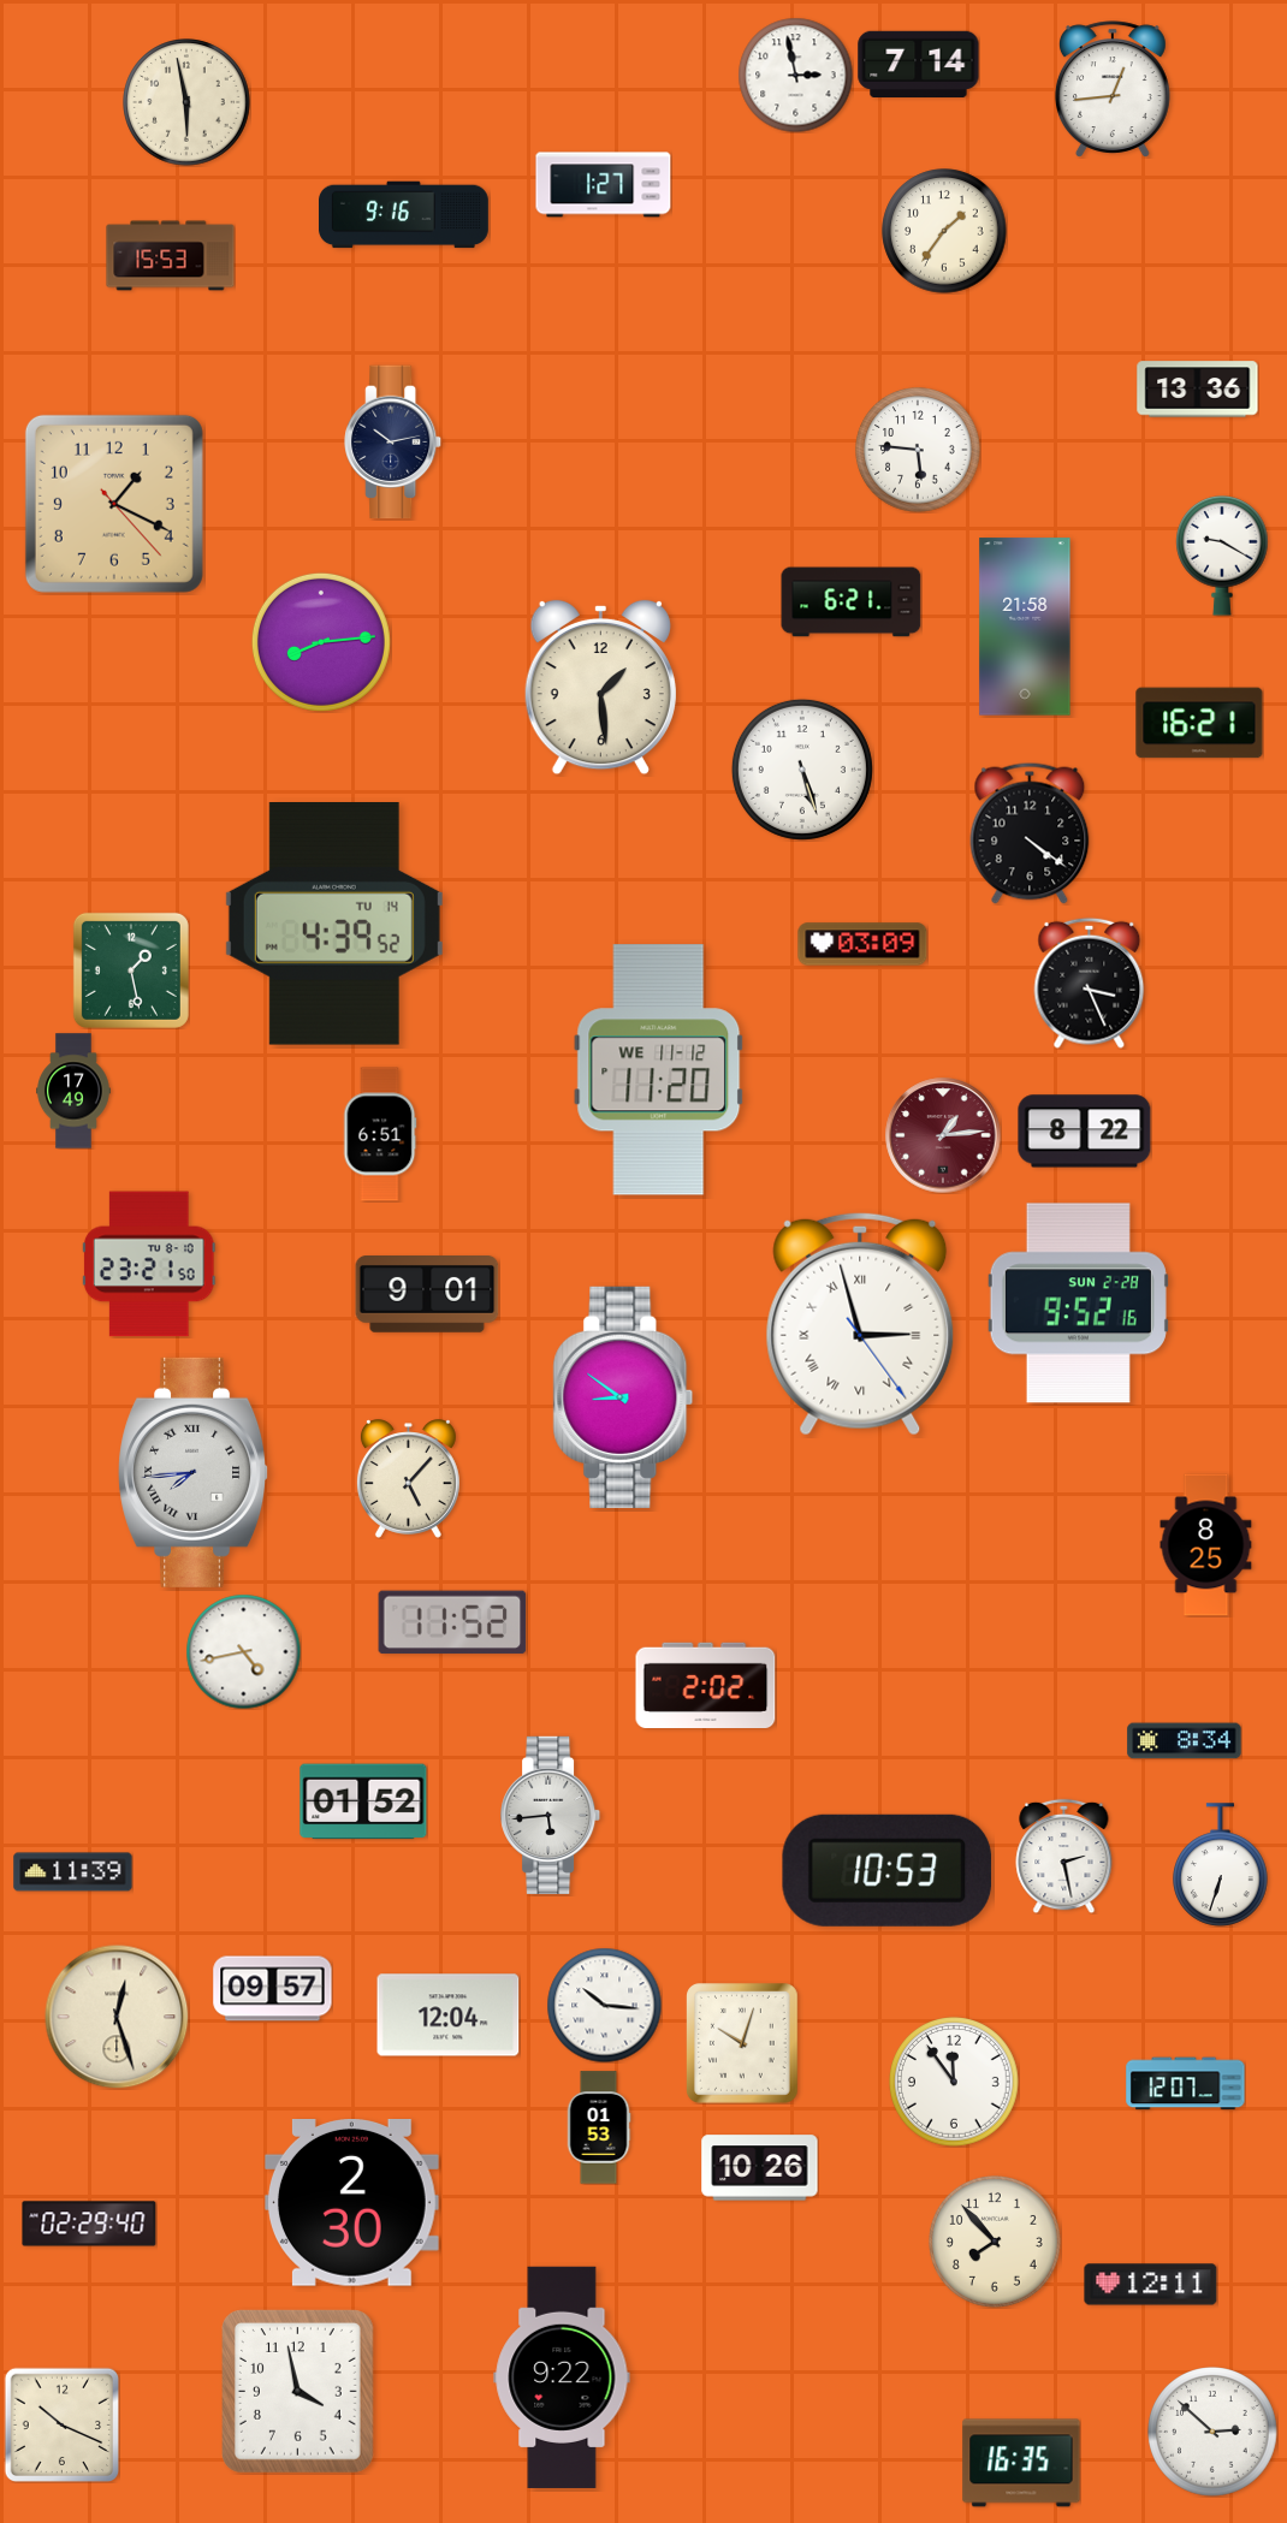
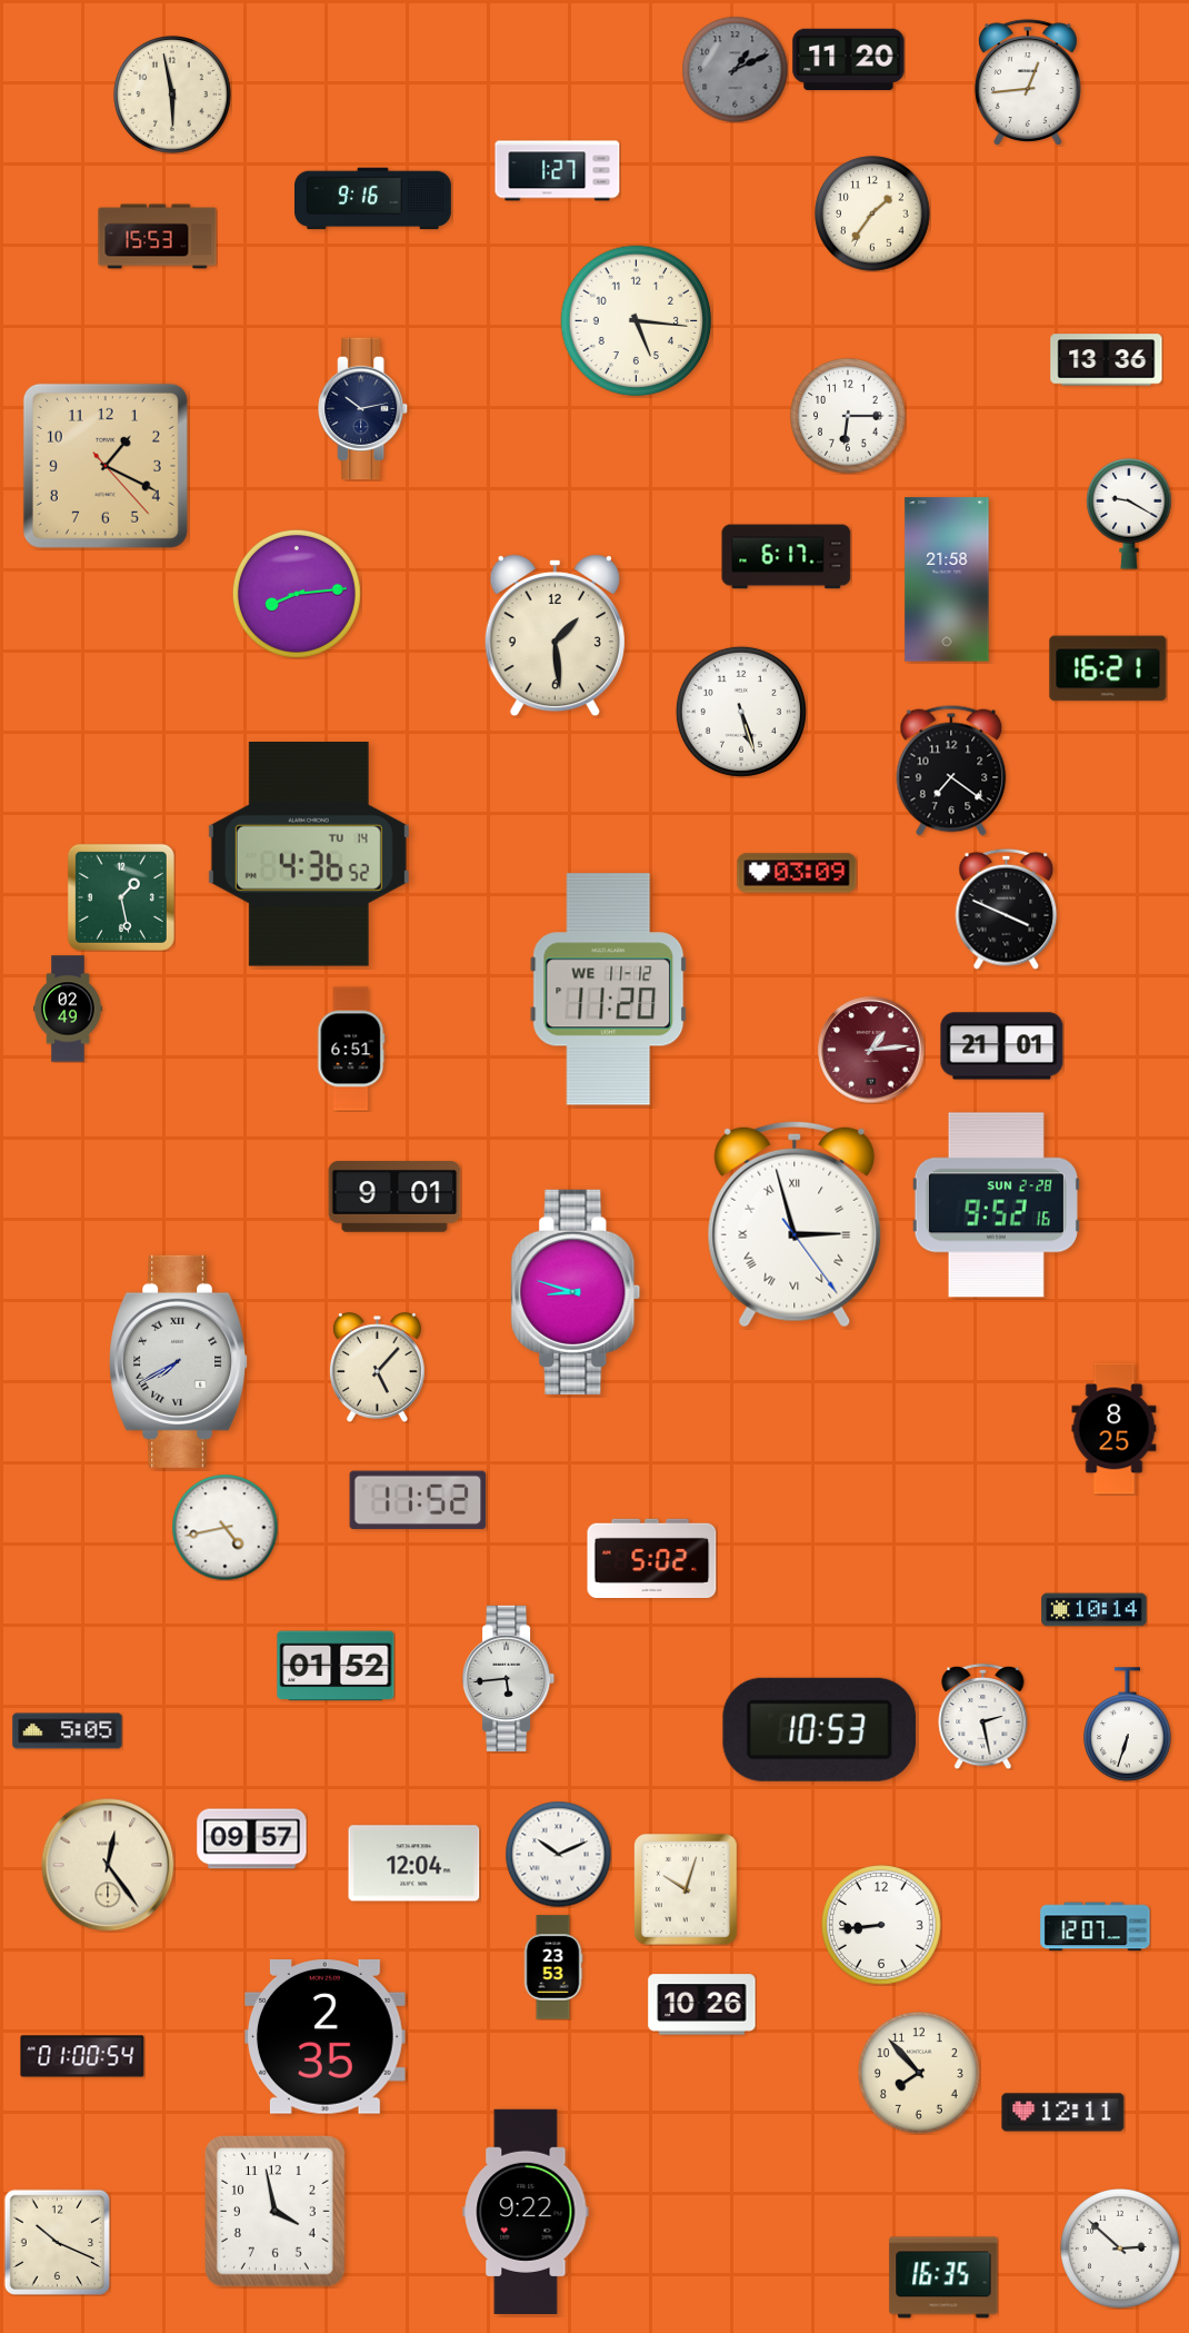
clock at (919, 64): 7:14 -> 11:20
clock at (795, 75): 2:58 -> 1:11
clock at (795, 75) dial: white -> grey
clock at (637, 321): none -> 5:16
clock at (918, 450): 5:46 -> 6:15
clock at (852, 602): 6:21 -> 6:17
clock at (1030, 833): 4:21 -> 7:21
clock at (334, 925): 4:39 -> 4:36
clock at (1090, 983): 3:26 -> 3:49
clock at (75, 1091): 17:49 -> 02:49
clock at (1085, 1132): 8:22 -> 21:01
clock at (149, 1264): 23:21 -> none
clock at (623, 1397): 8:51 -> 8:48
clock at (194, 1472): 7:44 -> 7:40
clock at (706, 1685): 2:02 -> 5:02
clock at (1185, 1741): 8:34 -> 10:14
clock at (73, 1872): 11:39 -> 5:05
clock at (604, 2005): 10:16 -> 10:11
clock at (117, 2017): 12:27 -> 12:24
clock at (954, 2082): 11:54 -> 8:44
clock at (599, 2127): 01:53 -> 23:53
clock at (351, 2203): 2:30 -> 2:35
clock at (89, 2224): 02:29 -> 01:00
clock at (562, 2377) position: (562, 2377) -> (526, 2212)
